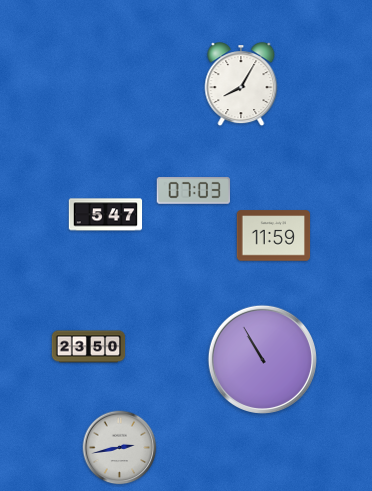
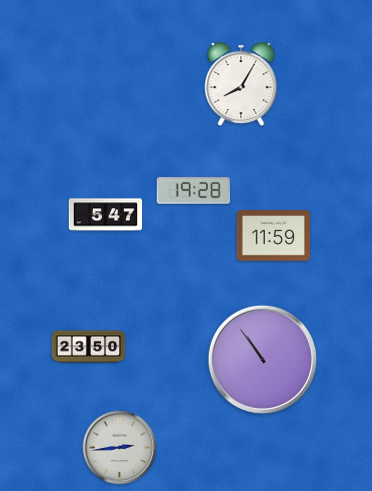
clock at (193, 191): 07:03 -> 19:28
clock at (262, 359): 10:55 -> 10:54
clock at (120, 448): 2:43 -> 2:44
